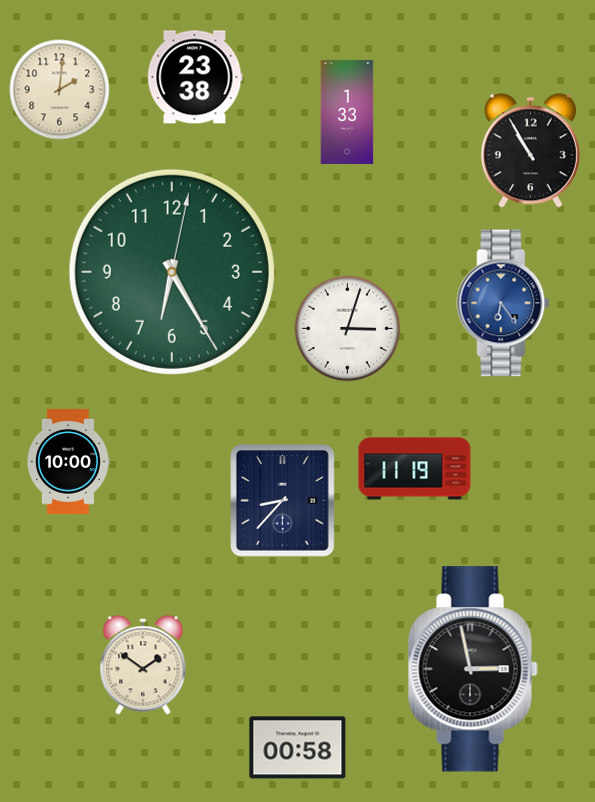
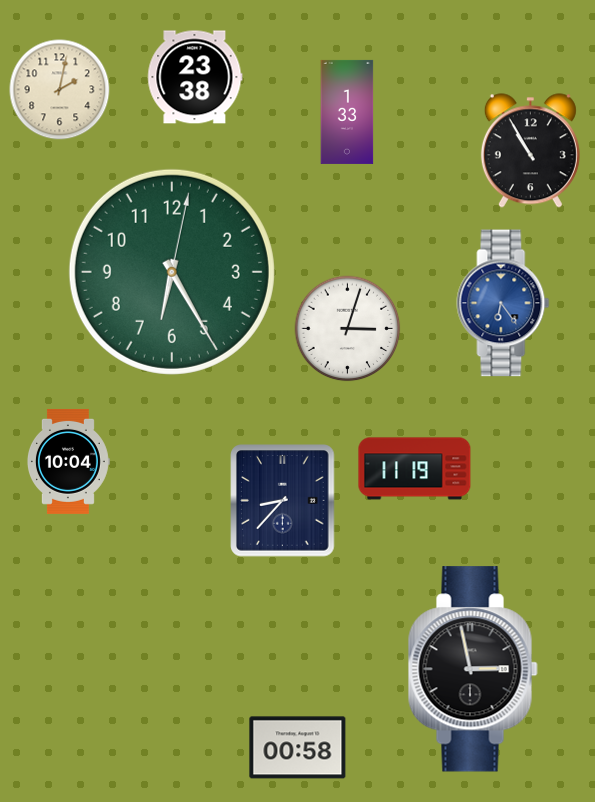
clock at (60, 90): 2:01 -> 2:02
clock at (68, 461): 10:00 -> 10:04
clock at (143, 665): 1:51 -> none
